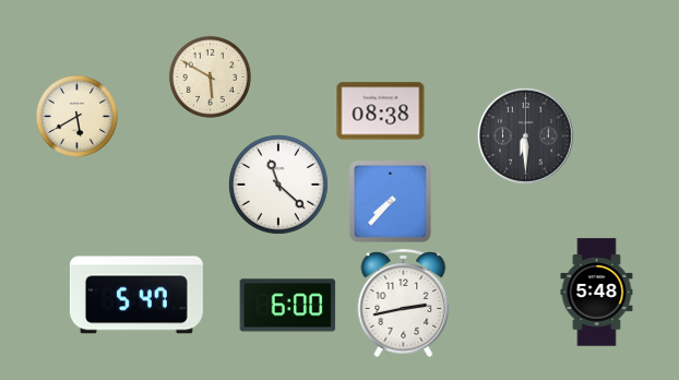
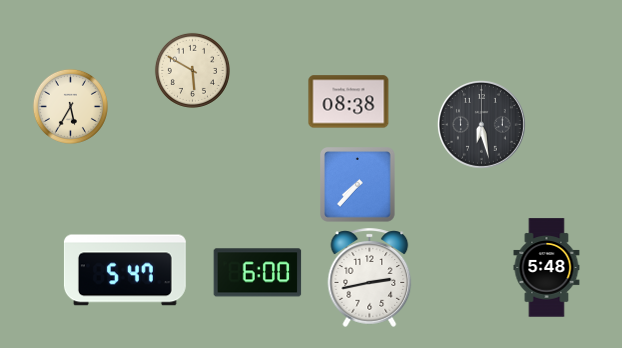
clock at (76, 116): 5:40 -> 5:35
clock at (525, 135): 6:30 -> 6:28
clock at (278, 185): 11:22 -> none
clock at (288, 306) position: (288, 306) -> (258, 273)
